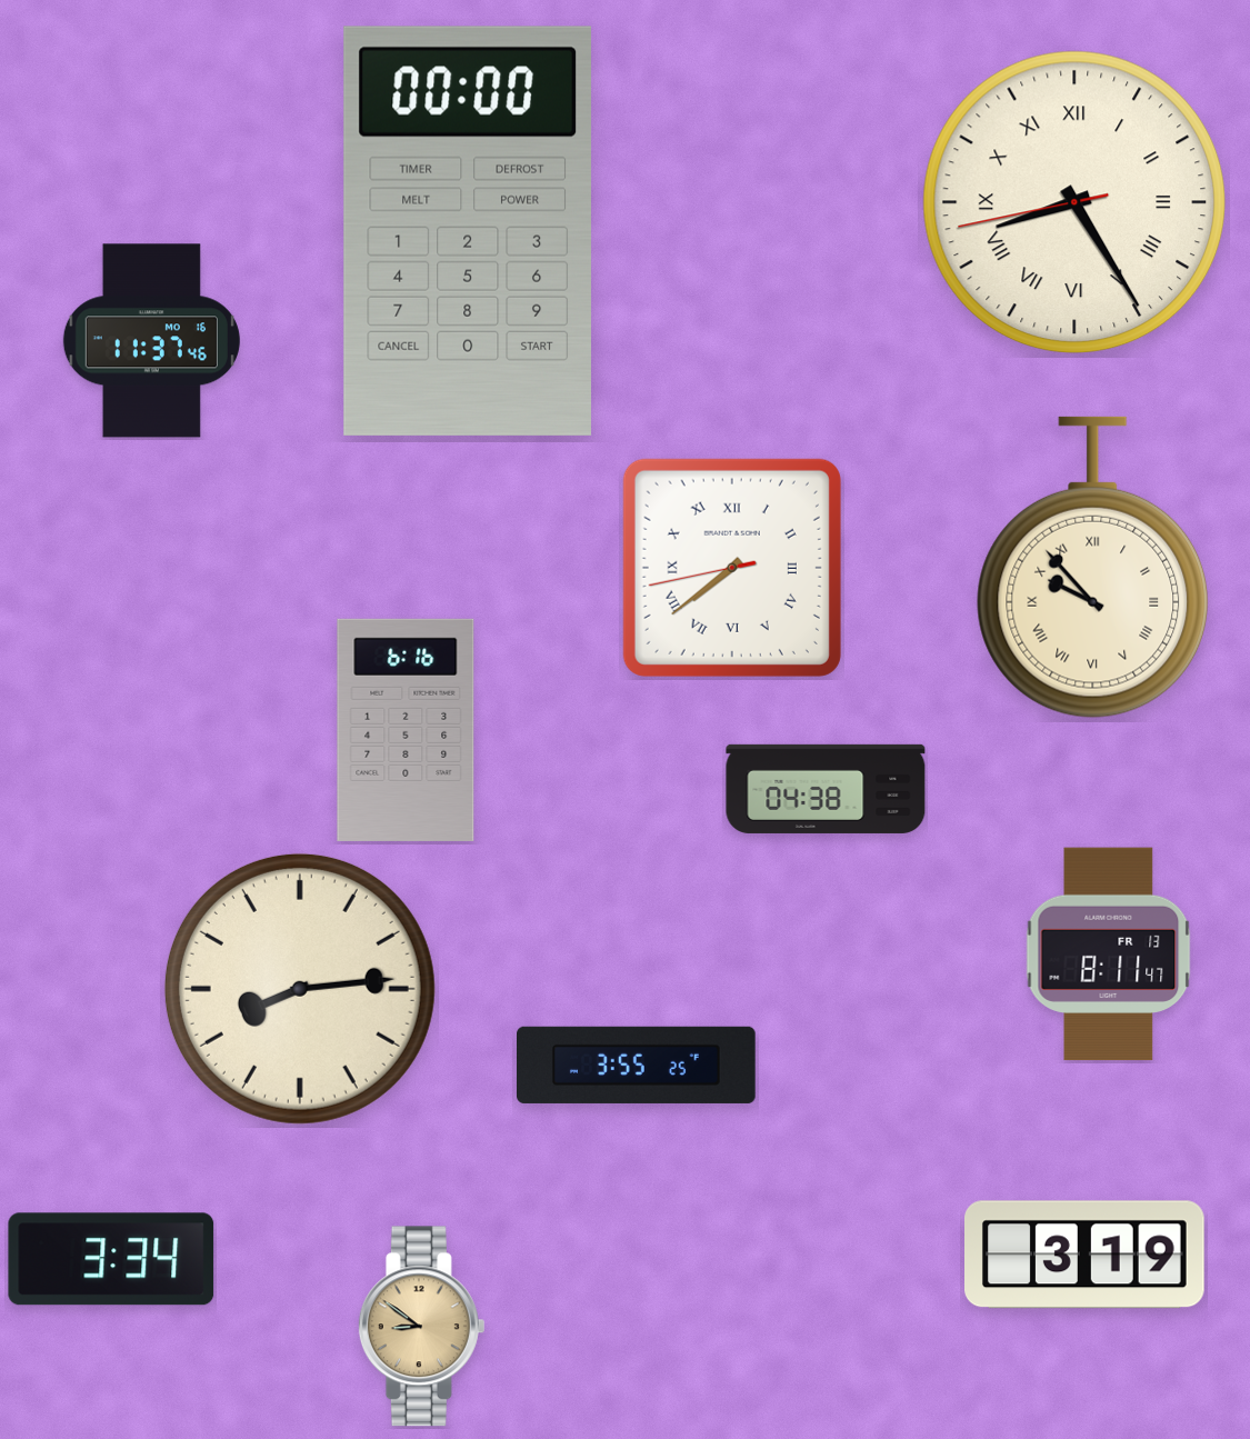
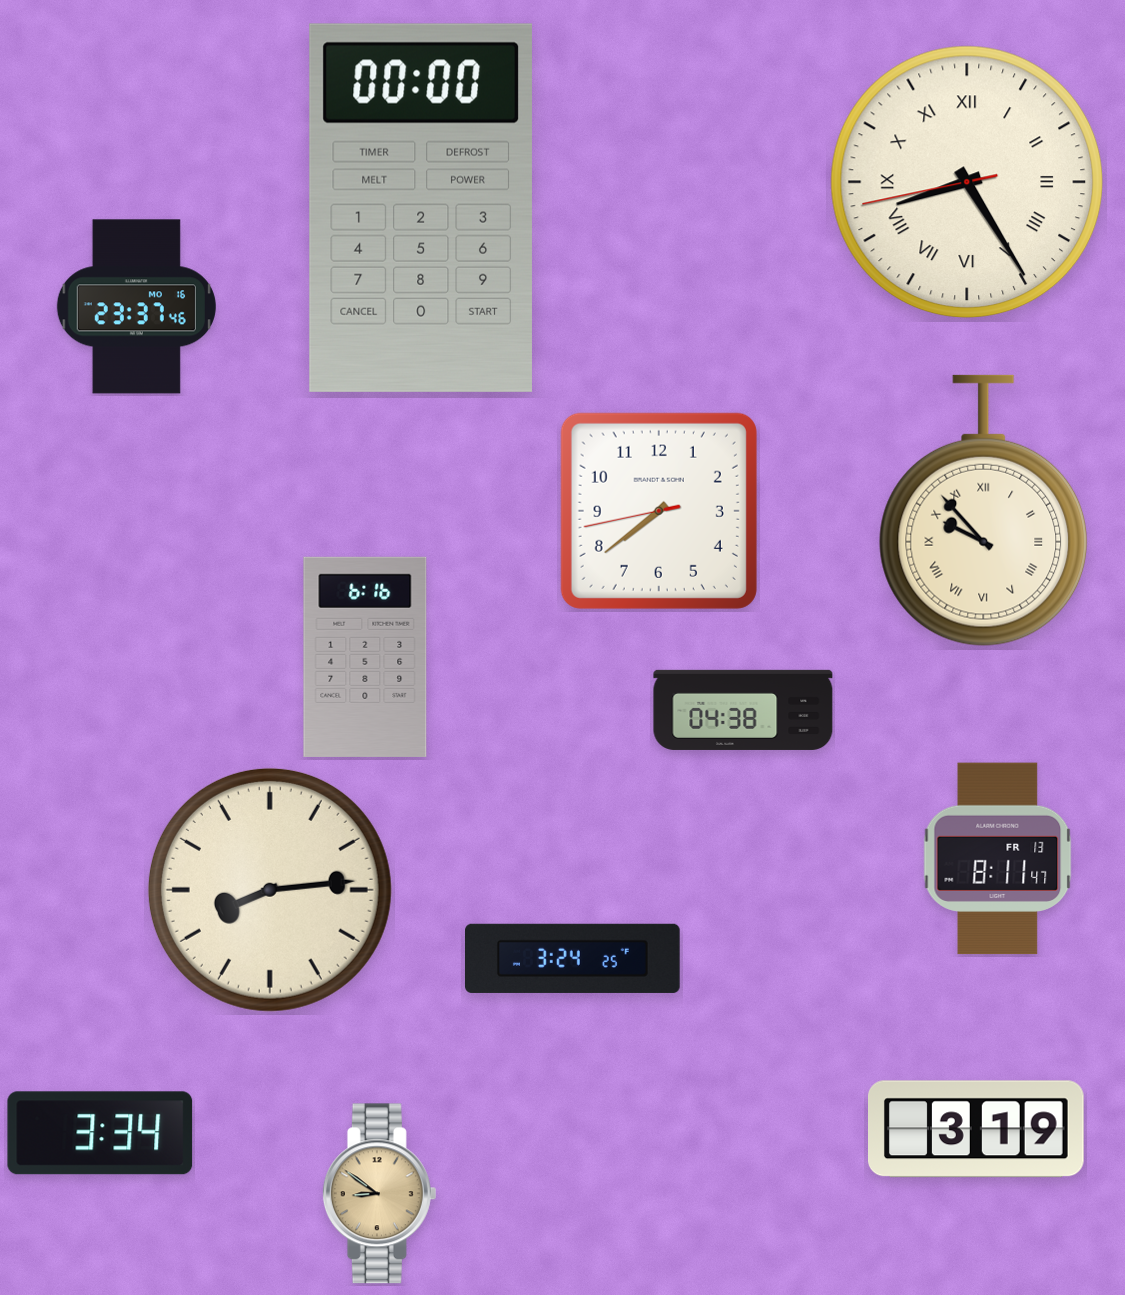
clock at (151, 341): 11:37 -> 23:37
clock at (732, 568) numerals: Roman -> Arabic
clock at (637, 1065): 3:55 -> 3:24
